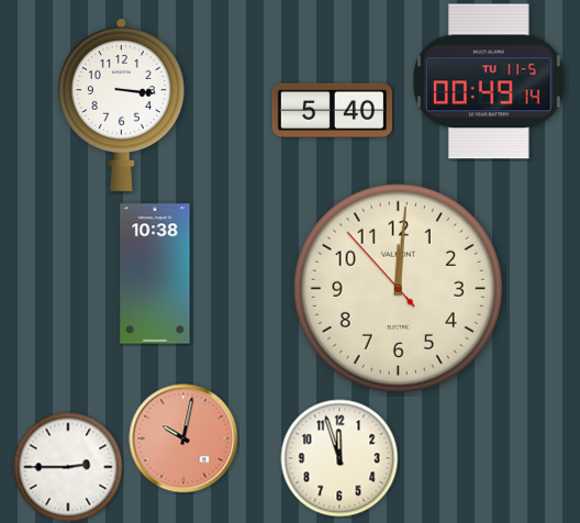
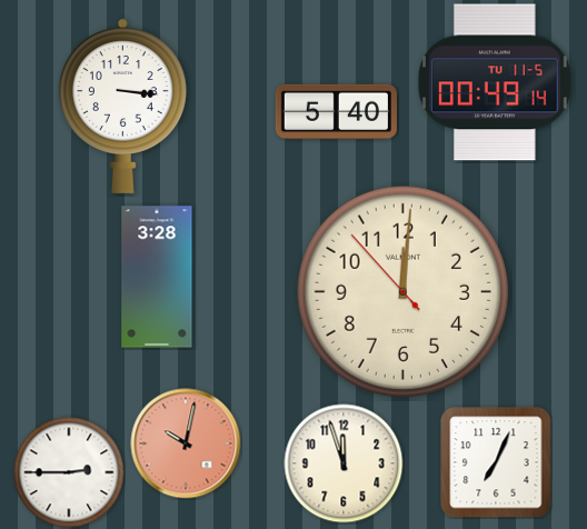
clock at (155, 274): 10:38 -> 3:28
clock at (496, 462): none -> 7:04
